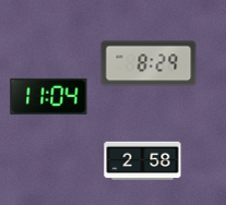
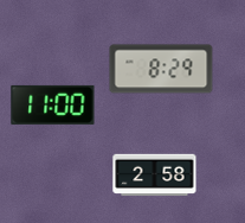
clock at (49, 96): 11:04 -> 11:00
